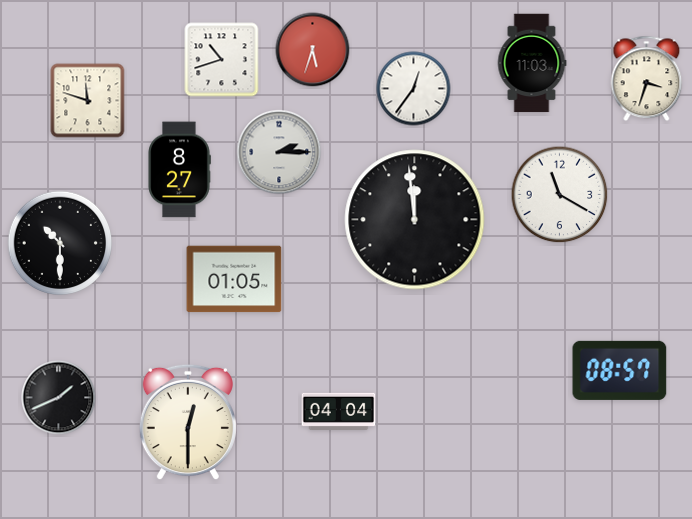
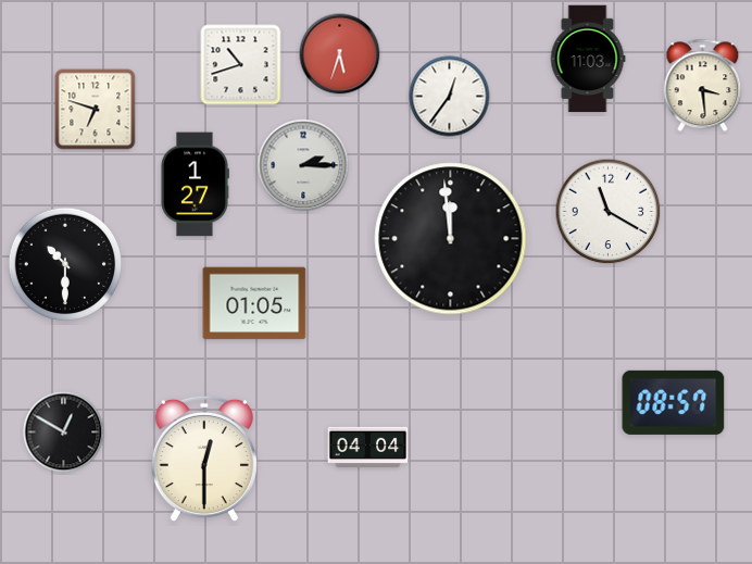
clock at (532, 63) position: (532, 63) -> (588, 59)
clock at (647, 79): 3:33 -> 3:29
clock at (88, 101): 11:48 -> 6:48
clock at (179, 170): 8:27 -> 1:27
clock at (59, 398): 1:41 -> 12:50
